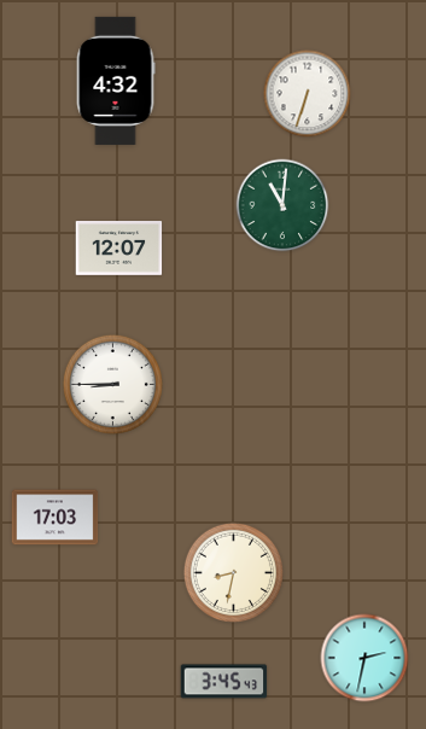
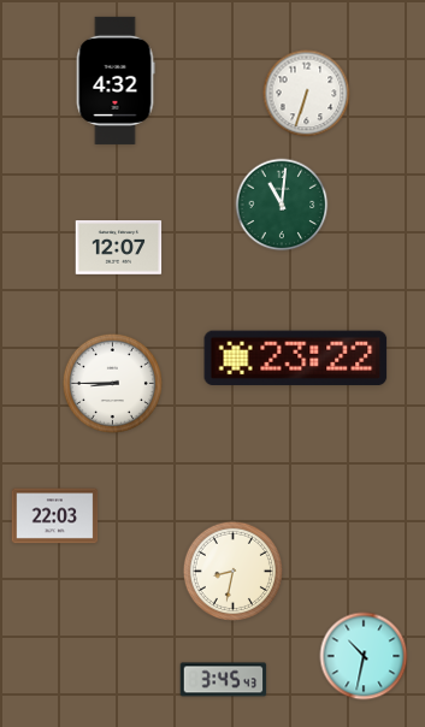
clock at (296, 359): none -> 23:22
clock at (56, 518): 17:03 -> 22:03
clock at (364, 658): 2:32 -> 10:32
